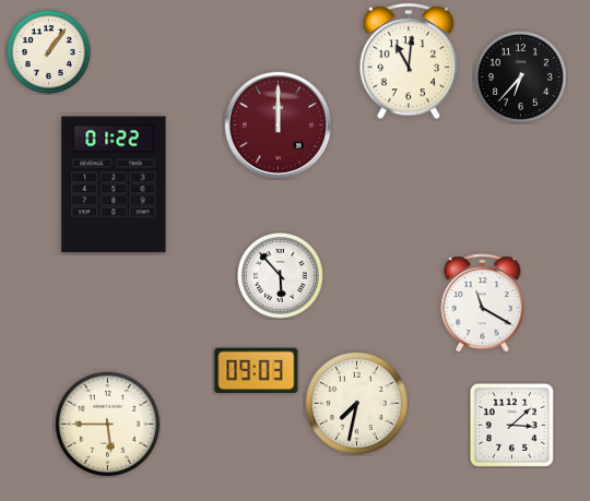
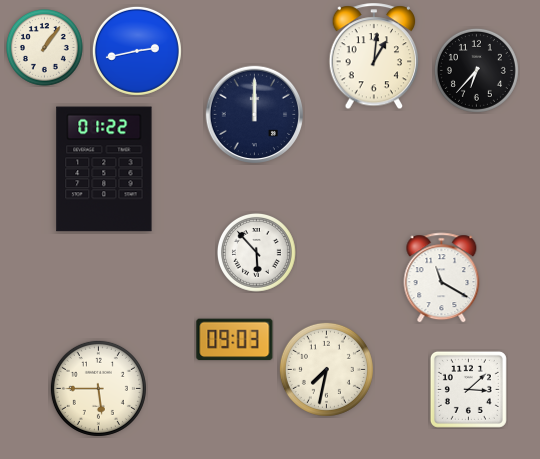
clock at (137, 51): none -> 2:43
clock at (409, 62): 11:01 -> 1:01
clock at (279, 126) dial: burgundy -> navy
